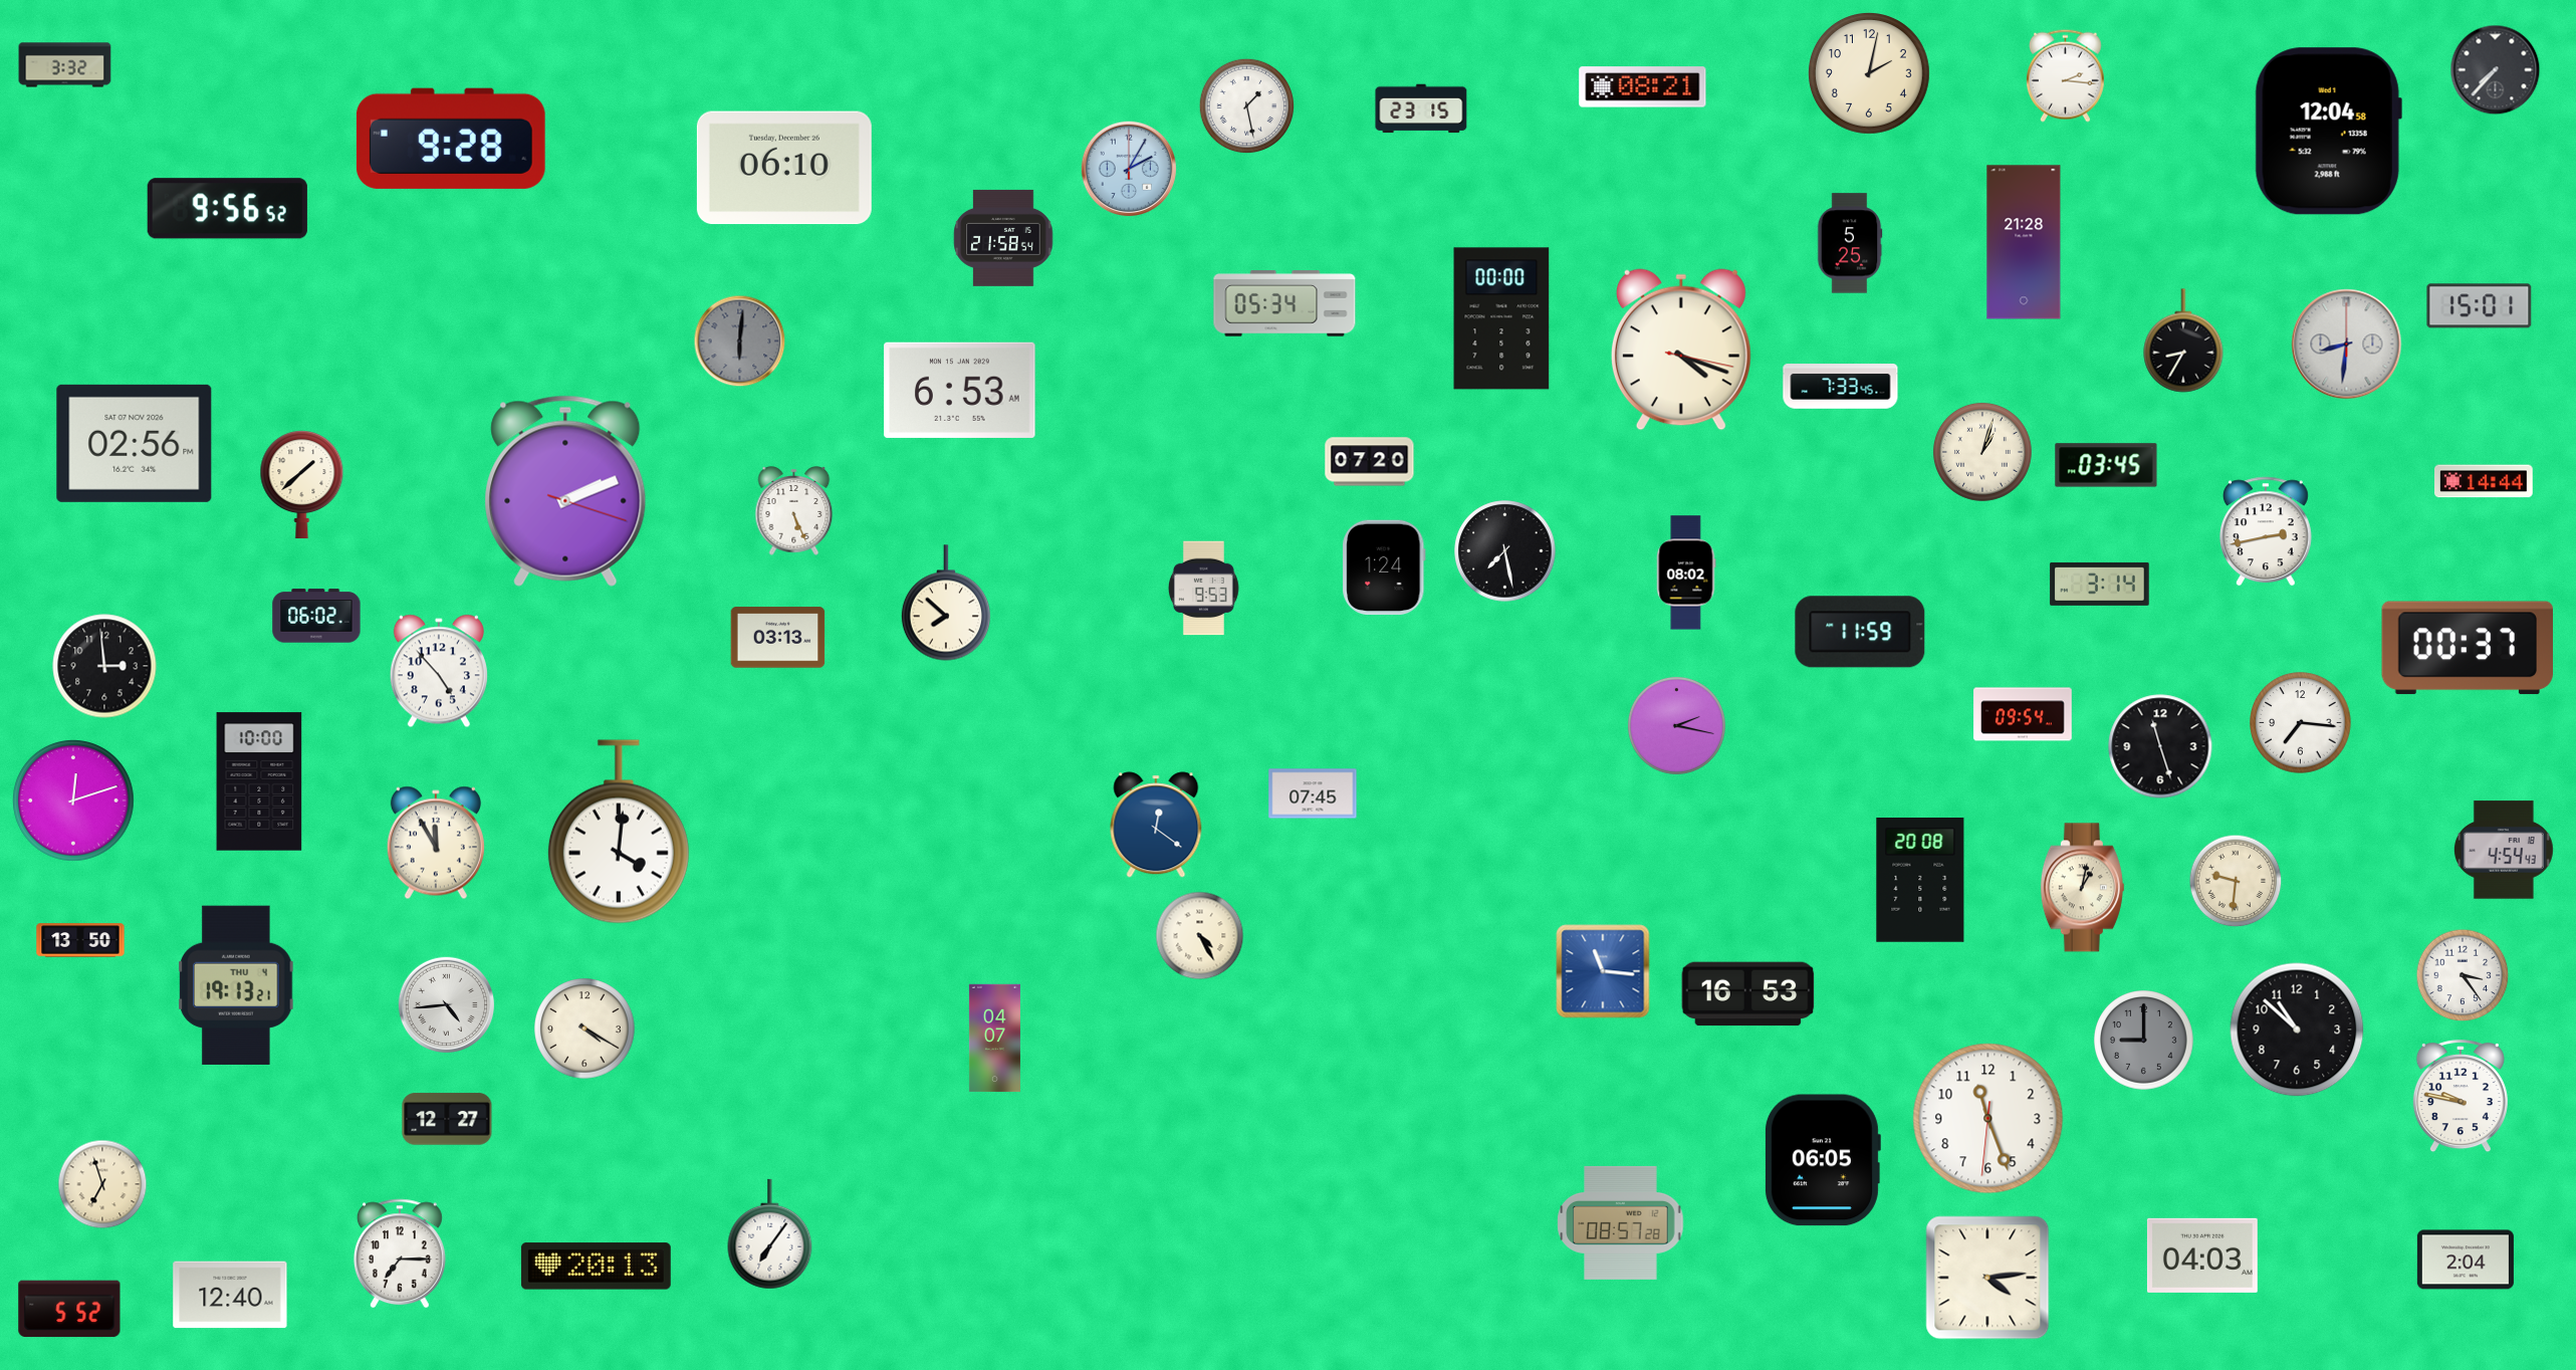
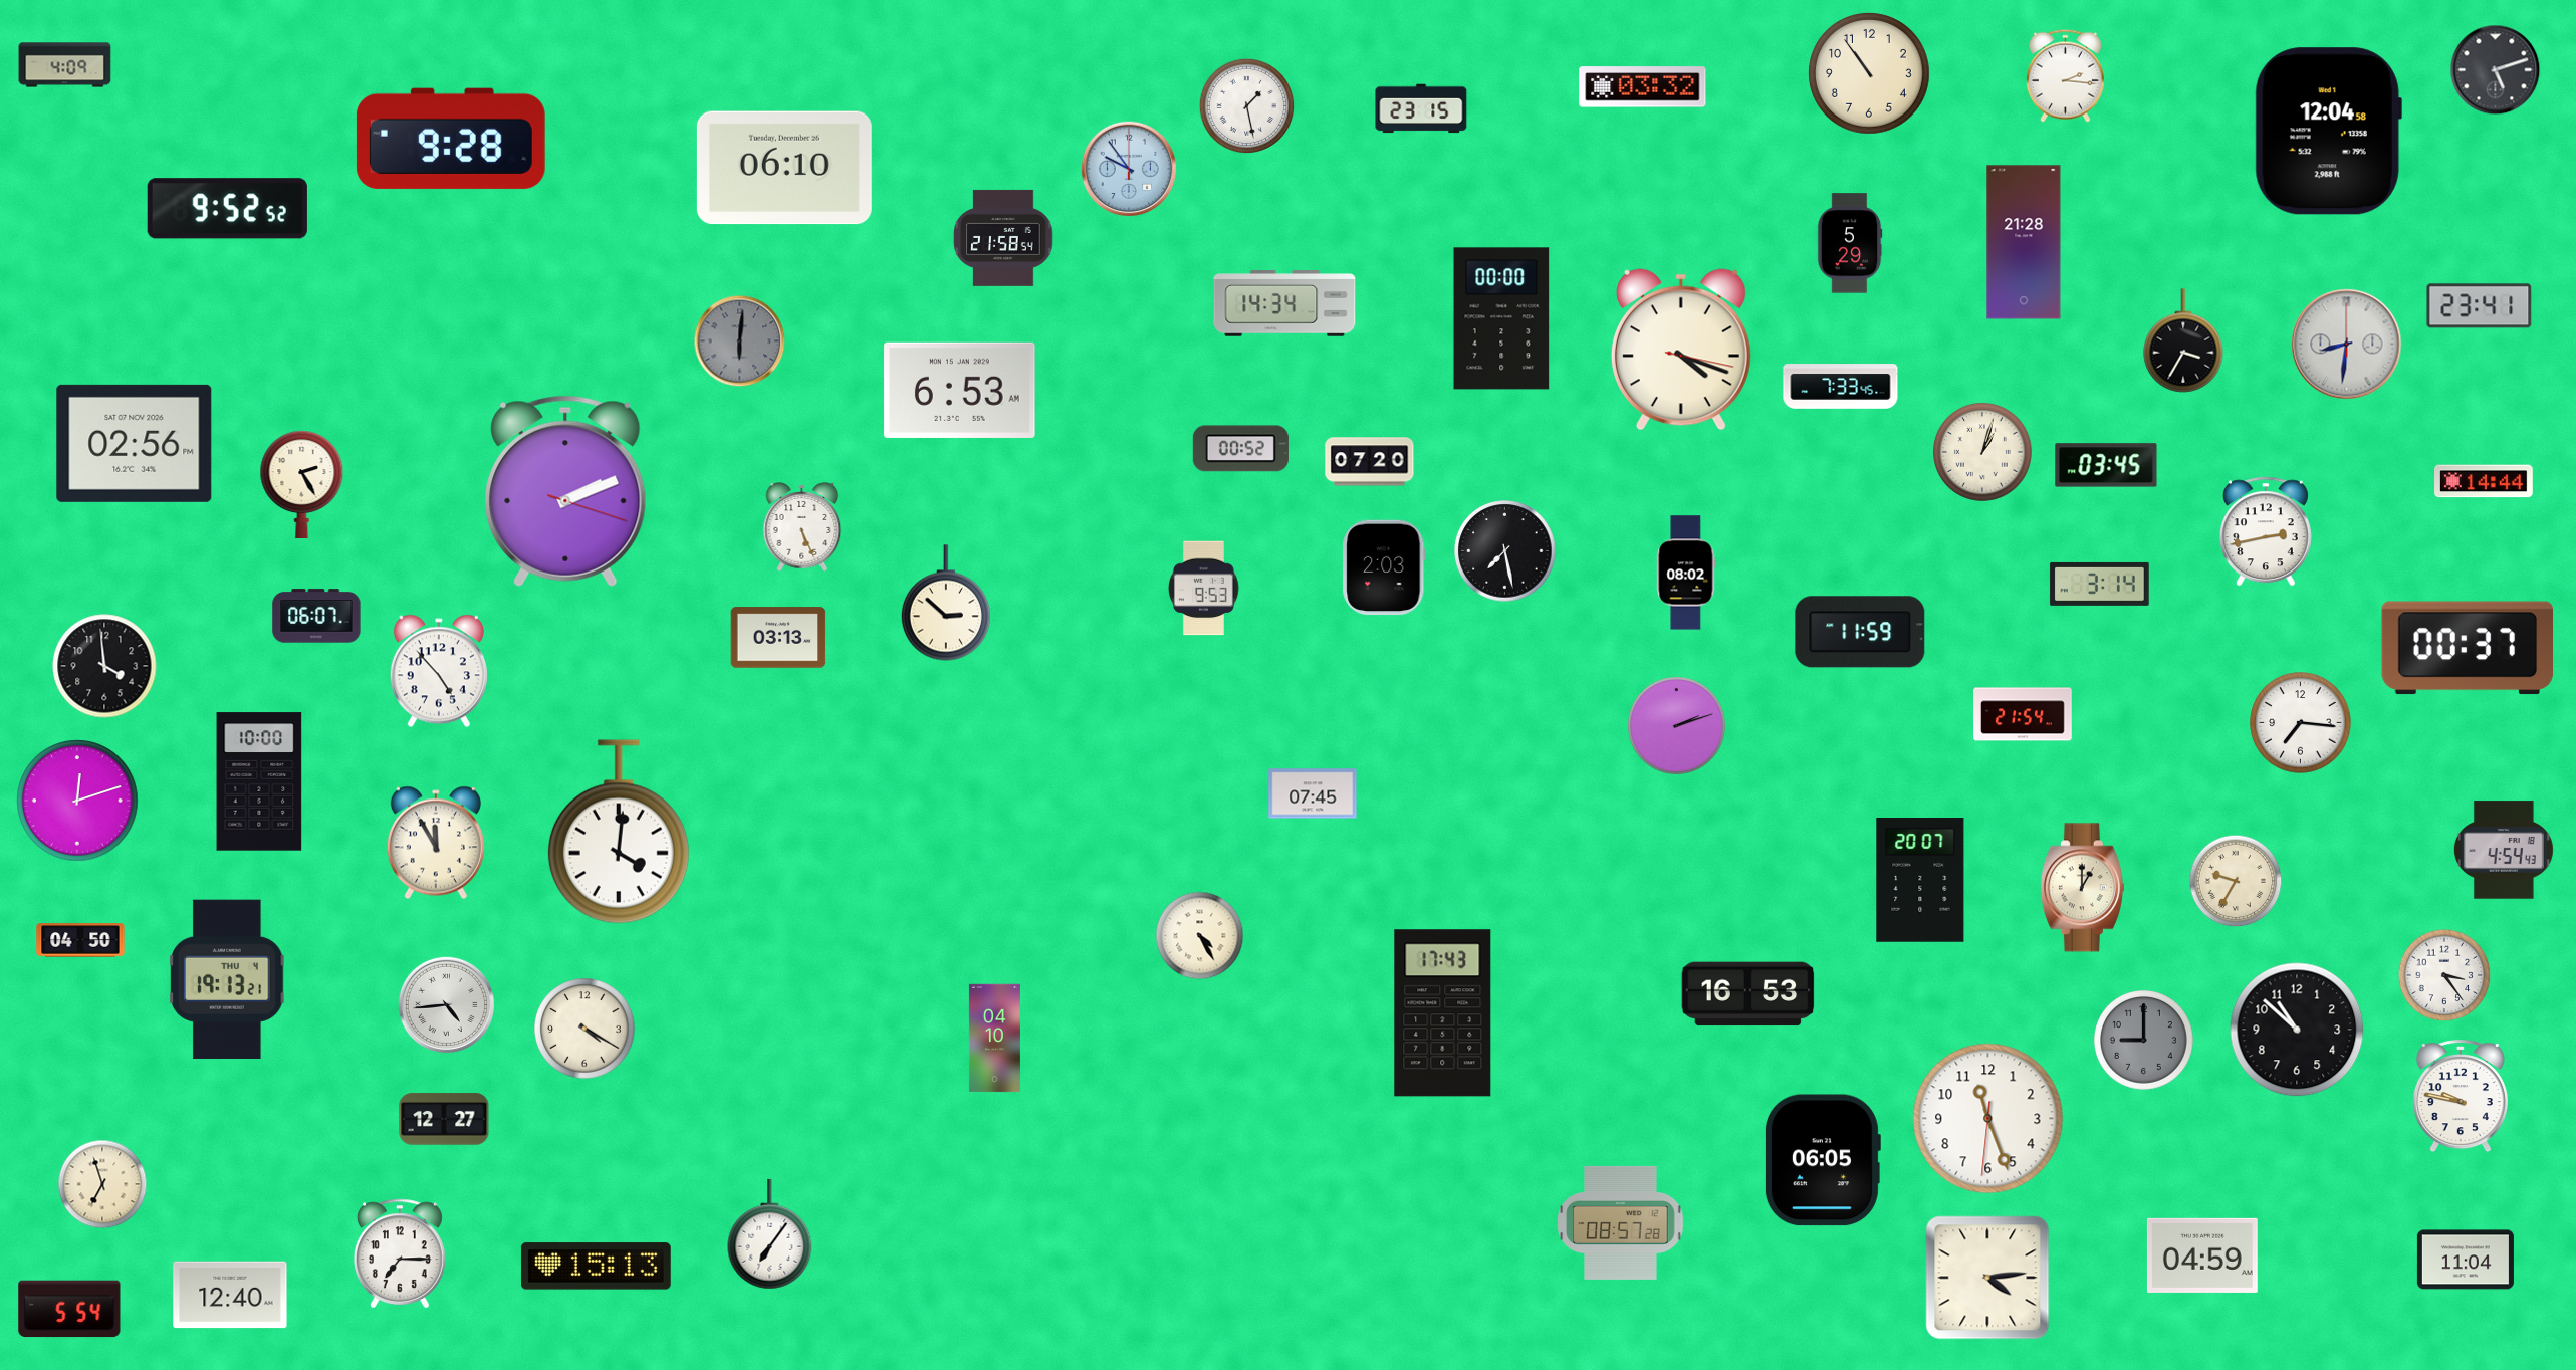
clock at (65, 65): 3:32 -> 4:09
clock at (2496, 70): 7:37 -> 5:12
clock at (1870, 74): 2:02 -> 10:54
clock at (1643, 87): 08:21 -> 03:32
clock at (1129, 169): 2:05 -> 9:54
clock at (227, 209): 9:56 -> 9:52
clock at (1850, 243): 5:25 -> 5:29
clock at (1284, 303): 05:34 -> 14:34
clock at (2480, 306): 15:01 -> 23:41
clock at (2183, 340): 8:35 -> 3:35
clock at (1240, 449): none -> 00:52
clock at (302, 485): 1:38 -> 2:25
clock at (794, 511) position: (794, 511) -> (802, 527)
clock at (1384, 567): 1:24 -> 2:03
clock at (946, 603): 7:52 -> 2:52
clock at (316, 616): 06:02 -> 06:07
clock at (104, 666): 2:59 -> 3:59
clock at (2023, 714): 09:54 -> 21:54
clock at (1676, 725): 2:17 -> 2:12
clock at (2160, 746): 11:27 -> none
clock at (74, 802) position: (74, 802) -> (78, 802)
clock at (1156, 825): 12:21 -> none
clock at (1920, 881): 20:08 -> 20:07
clock at (2236, 881): 9:31 -> 9:35
clock at (2082, 888): 1:02 -> 1:00
clock at (80, 940): 13:50 -> 04:50
clock at (1603, 971): 11:16 -> none
clock at (2463, 975) position: (2463, 975) -> (2444, 975)
clock at (236, 985) position: (236, 985) -> (227, 979)
clock at (1443, 1013): none -> 17:43
clock at (994, 1039): 04:07 -> 04:10
clock at (447, 1119) position: (447, 1119) -> (444, 1119)
clock at (2202, 1255): 04:03 -> 04:59
clock at (2466, 1260): 2:04 -> 11:04
clock at (596, 1267): 20:13 -> 15:13
clock at (69, 1309): 5:52 -> 5:54
